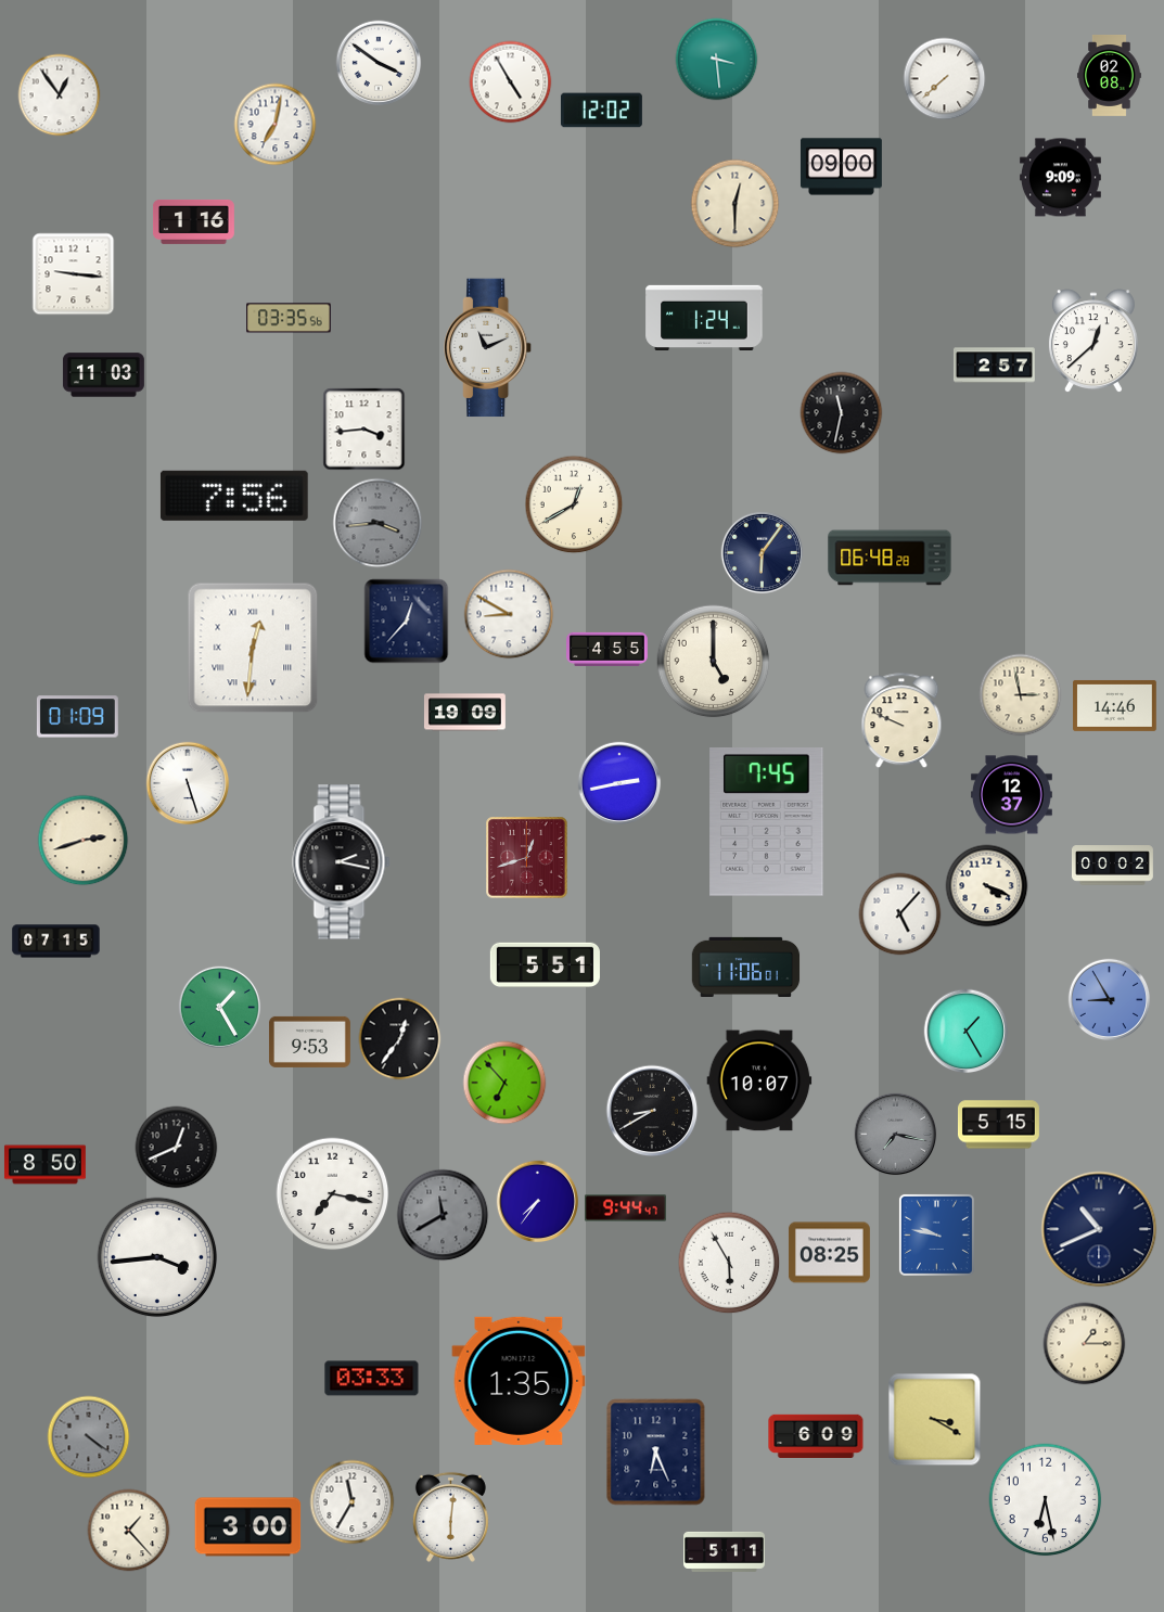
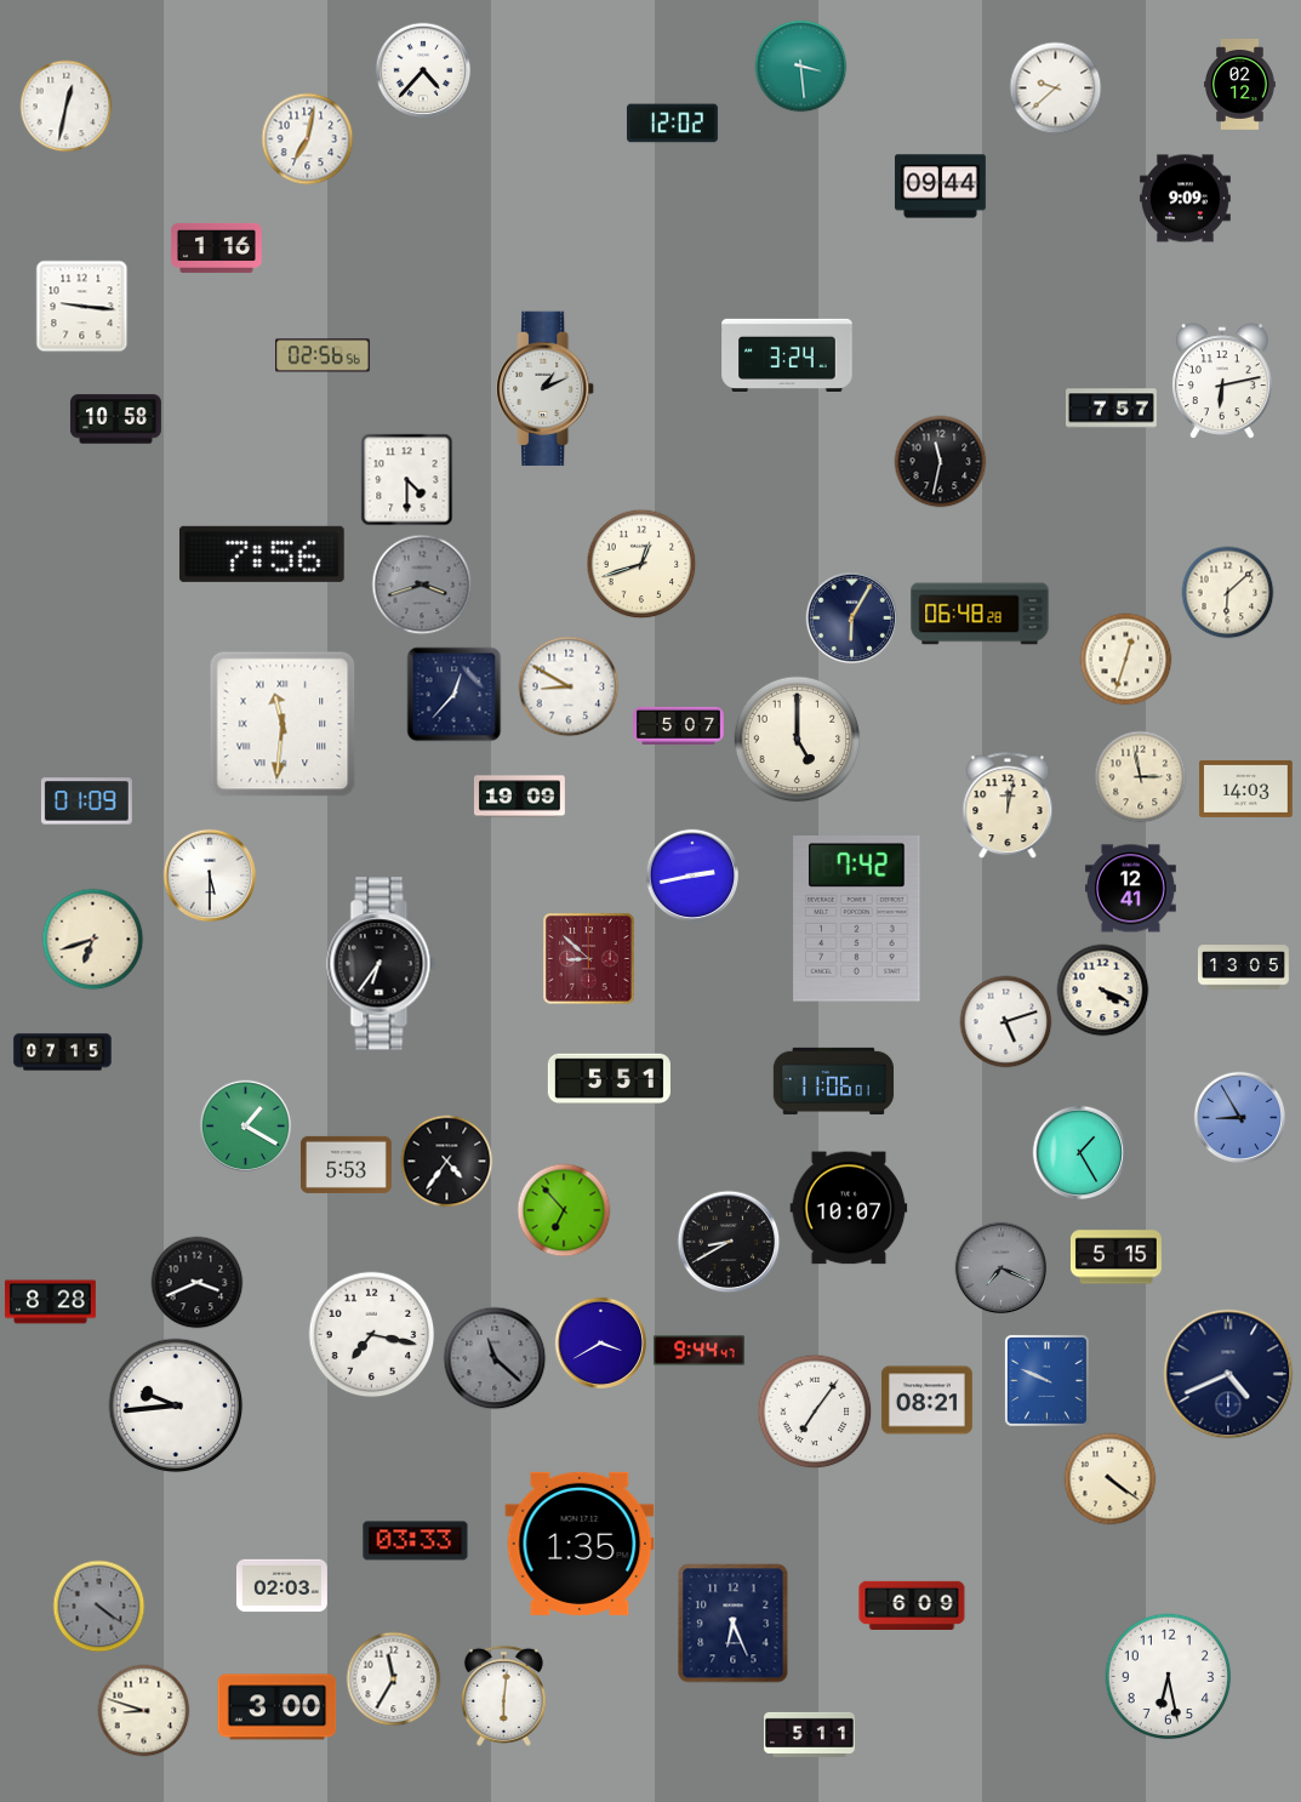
clock at (379, 63): 3:51 -> 4:37
clock at (1110, 76): 02:08 -> 02:12
clock at (945, 79): 7:38 -> 9:38
clock at (511, 82): 4:55 -> none
clock at (60, 95): 12:54 -> 12:32
clock at (841, 167): 09:00 -> 09:44
clock at (736, 204): 12:30 -> none
clock at (704, 317): 1:24 -> 3:24
clock at (289, 318): 03:35 -> 02:56
clock at (1093, 342): 12:38 -> 6:13
clock at (488, 348): 11:11 -> 1:11
clock at (994, 366): 2:57 -> 7:57
clock at (103, 375): 11:03 -> 10:58
clock at (364, 430): 3:44 -> 4:30
clock at (574, 504): 12:40 -> 12:42
clock at (378, 523): 3:44 -> 3:42
clock at (1228, 593): none -> 6:08
clock at (763, 553): 6:06 -> 6:05
clock at (890, 558) position: (890, 558) -> (980, 614)
clock at (1126, 660): none -> 12:33
clock at (253, 648): 12:31 -> 11:31
clock at (607, 649): 4:55 -> 5:07
clock at (1115, 705): 14:46 -> 14:03
clock at (901, 721): 9:49 -> 12:02
clock at (188, 783): 5:27 -> 5:30
clock at (1011, 795): 12:37 -> 12:41
clock at (767, 822): 7:45 -> 7:42
clock at (84, 841): 2:42 -> 6:42
clock at (527, 858): 12:42 -> 8:52
clock at (342, 862): 2:17 -> 6:36
clock at (1112, 866): 00:02 -> 13:05
clock at (900, 914): 5:07 -> 5:12
clock at (220, 1008): 1:25 -> 1:20
clock at (400, 1039): 12:36 -> 4:36
clock at (309, 1041): 9:53 -> 5:53
clock at (896, 1135): 7:17 -> 7:19
clock at (177, 1148): 12:41 -> 3:41
clock at (46, 1165): 8:50 -> 8:28
clock at (538, 1202): 7:36 -> 3:40
clock at (443, 1215): 11:40 -> 11:22
clock at (1099, 1229): 10:41 -> 4:41
clock at (936, 1234): 9:47 -> 9:49
clock at (829, 1253): 08:25 -> 08:21
clock at (157, 1257): 3:44 -> 9:44
clock at (729, 1263): 5:55 -> 7:06
clock at (1111, 1479): none -> 4:21
clock at (1085, 1344): 1:15 -> none
clock at (281, 1586): none -> 02:03
clock at (935, 1420): 3:20 -> none
clock at (129, 1531): 1:23 -> 8:48
